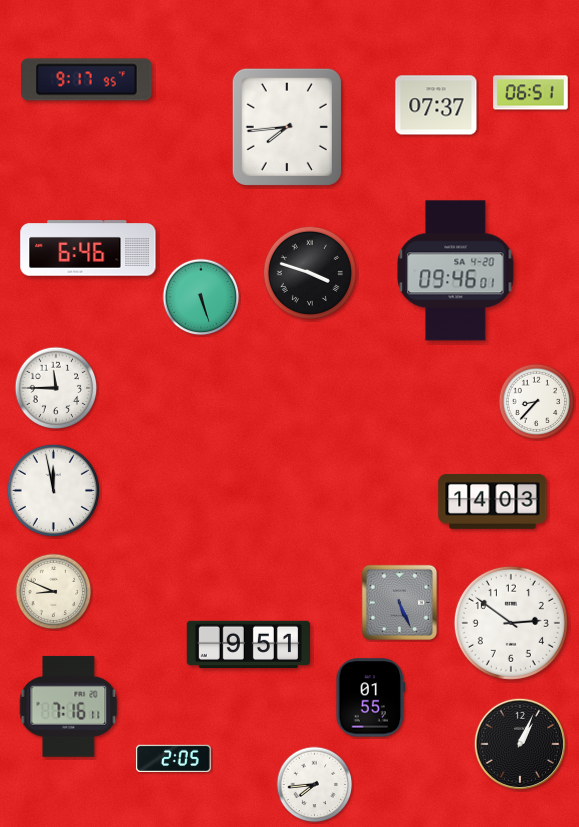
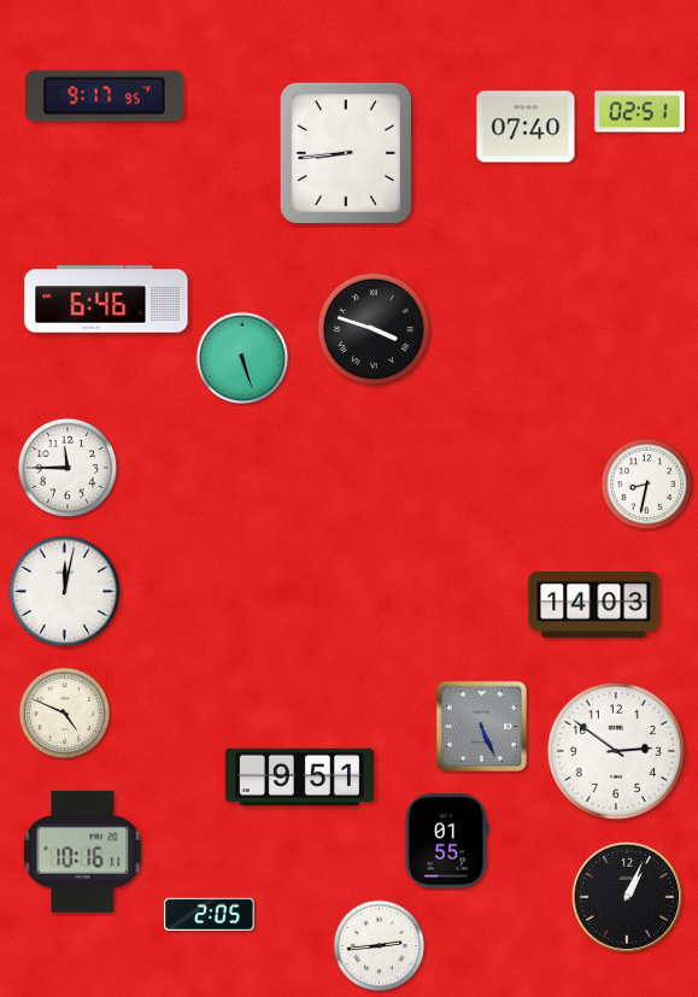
clock at (531, 93): 06:51 -> 02:51
clock at (436, 105): 07:37 -> 07:40
clock at (287, 127): 7:44 -> 8:44
clock at (456, 271): 09:46 -> none
clock at (537, 402): 8:37 -> 8:32
clock at (53, 490): 11:58 -> 12:02
clock at (54, 592): 8:49 -> 4:49
clock at (69, 706): 7:16 -> 10:16
clock at (315, 785): 7:44 -> 2:44
